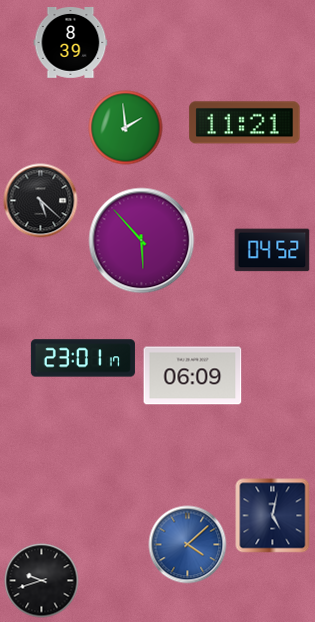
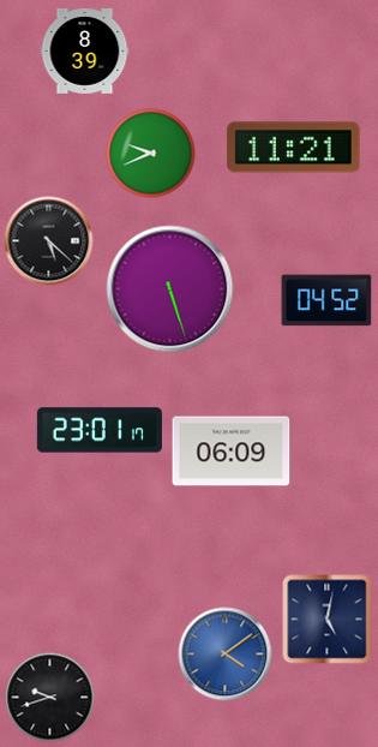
clock at (126, 128): 1:59 -> 9:41
clock at (142, 241): 5:53 -> 5:27
clock at (188, 545): 4:08 -> 4:09
